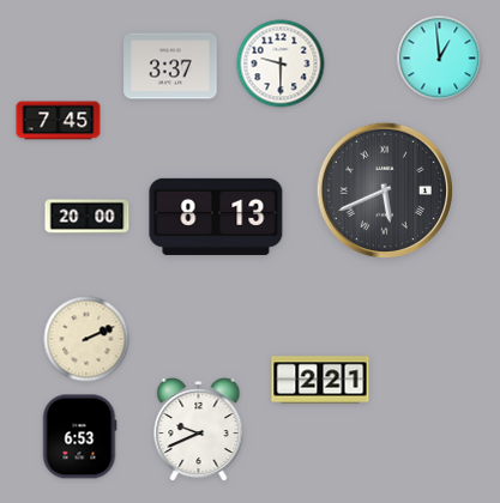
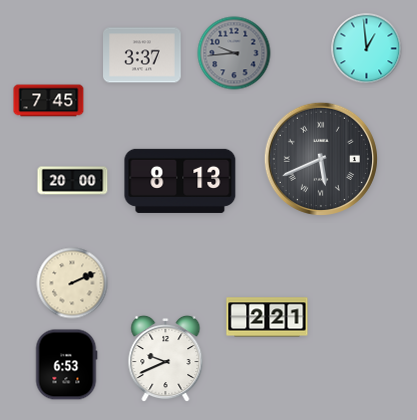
clock at (281, 63): 9:30 -> 9:44
clock at (281, 63) dial: white -> grey
